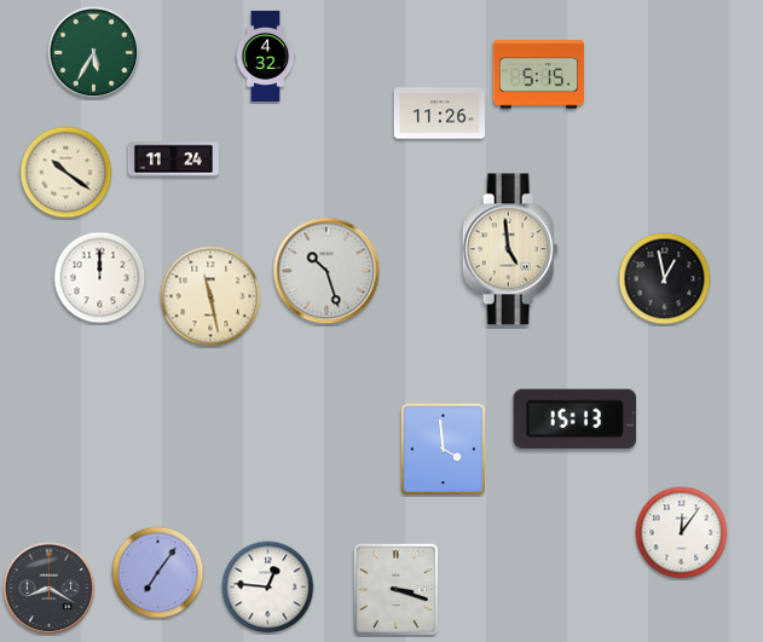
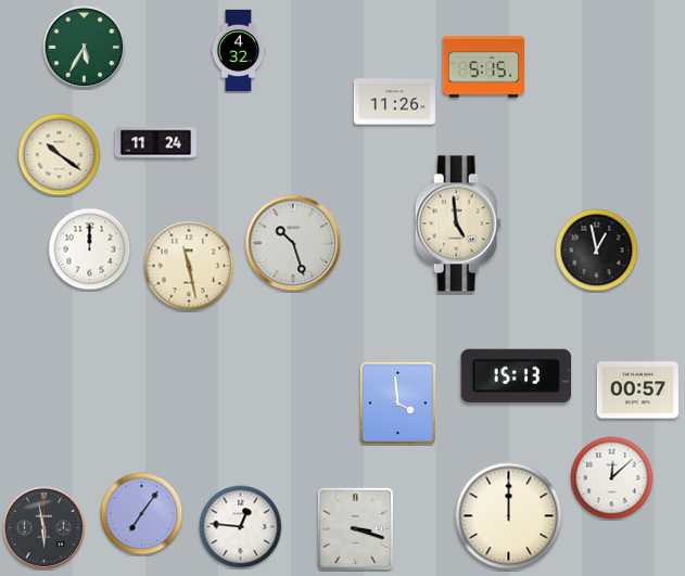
clock at (637, 391): none -> 00:57
clock at (682, 533): 12:06 -> 12:08
clock at (509, 516): none -> 12:00
clock at (50, 589): 8:20 -> 5:58
